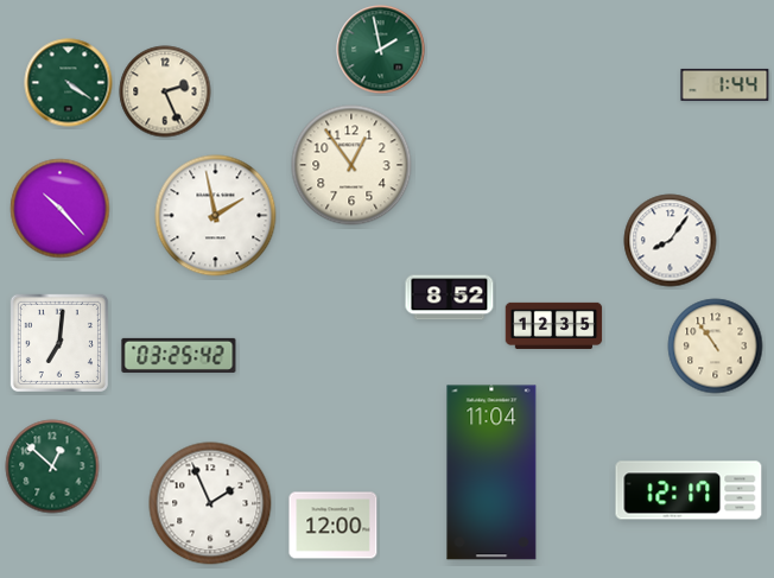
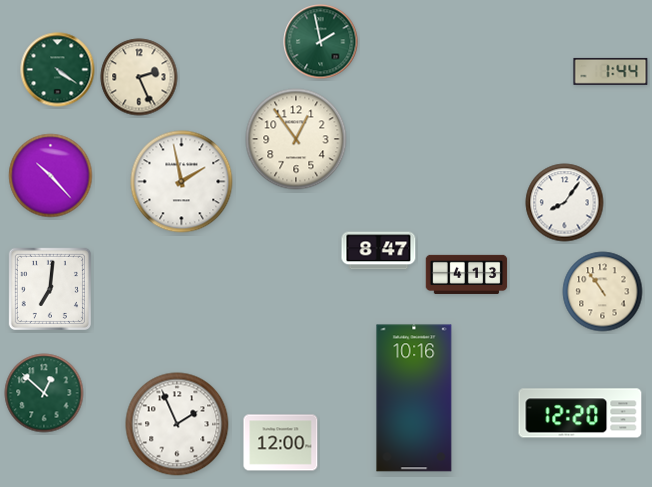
clock at (450, 298): 8:52 -> 8:47
clock at (554, 325): 12:35 -> 4:13
clock at (179, 355): 03:25 -> none
clock at (491, 472): 11:04 -> 10:16
clock at (689, 490): 12:17 -> 12:20
